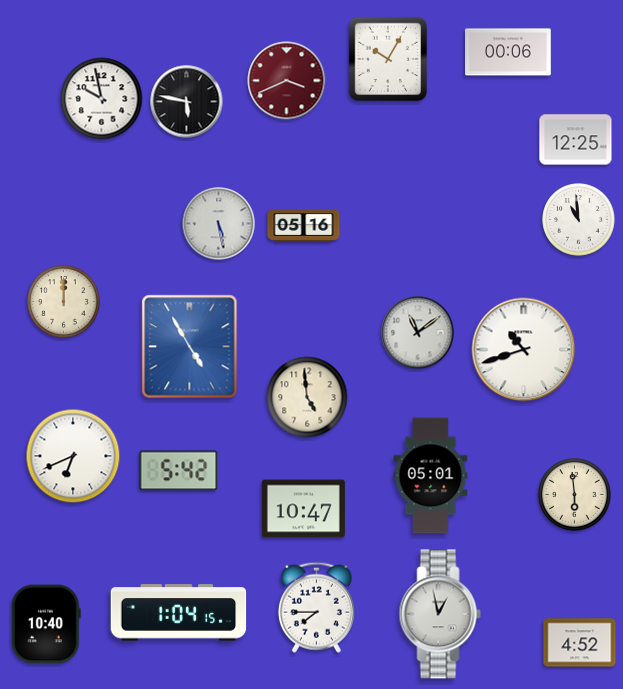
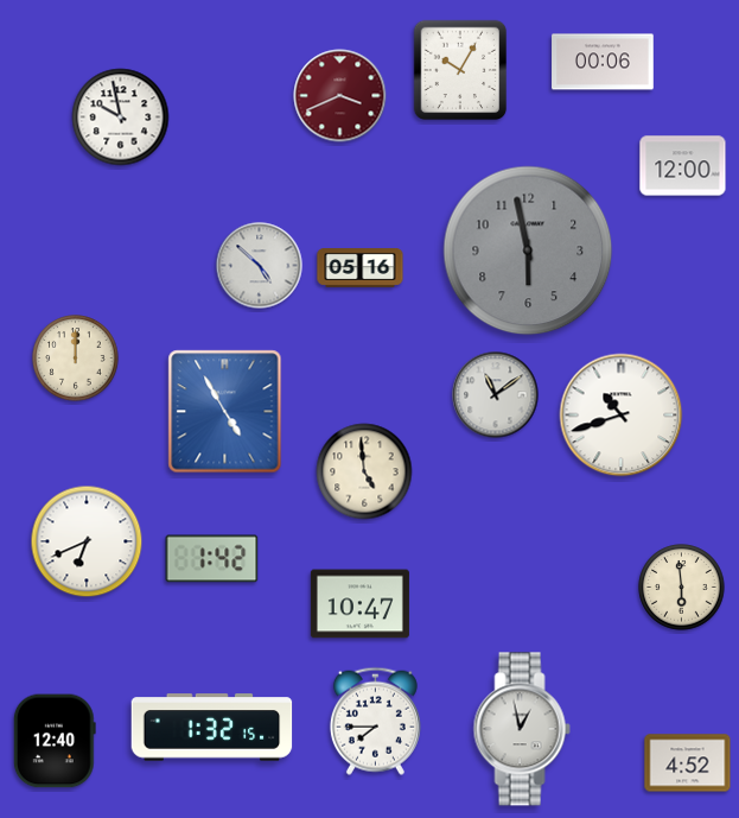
clock at (187, 102): 5:47 -> none
clock at (576, 140): 12:25 -> 12:00
clock at (528, 251): none -> 5:58
clock at (579, 220): 10:59 -> none
clock at (219, 224): 5:28 -> 4:52
clock at (179, 471): 5:42 -> 1:42
clock at (431, 476): 05:01 -> none
clock at (179, 613): 1:04 -> 1:32
clock at (46, 624): 10:40 -> 12:40
